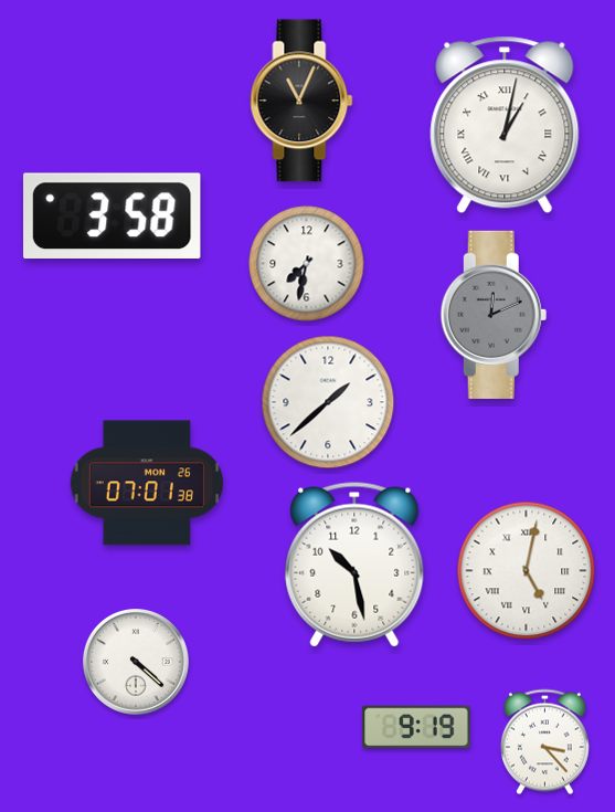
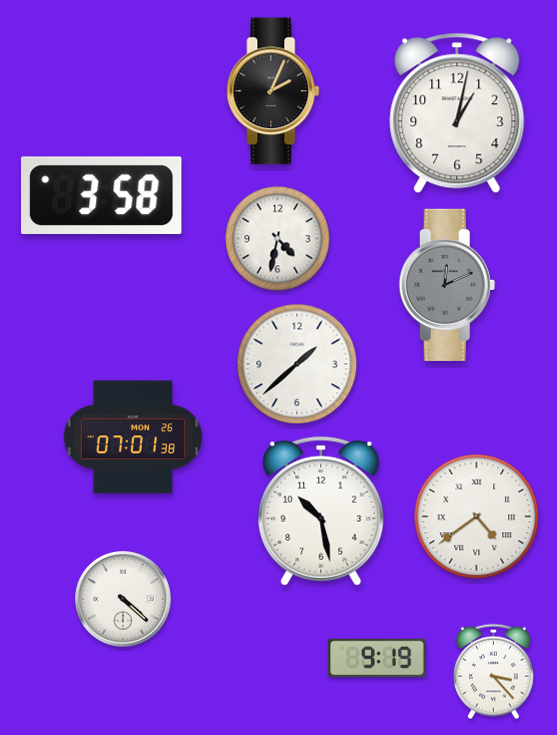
clock at (301, 101): 11:04 -> 2:04
clock at (505, 125) numerals: Roman -> Arabic
clock at (307, 264): 7:32 -> 4:32
clock at (527, 571): 5:02 -> 4:39
